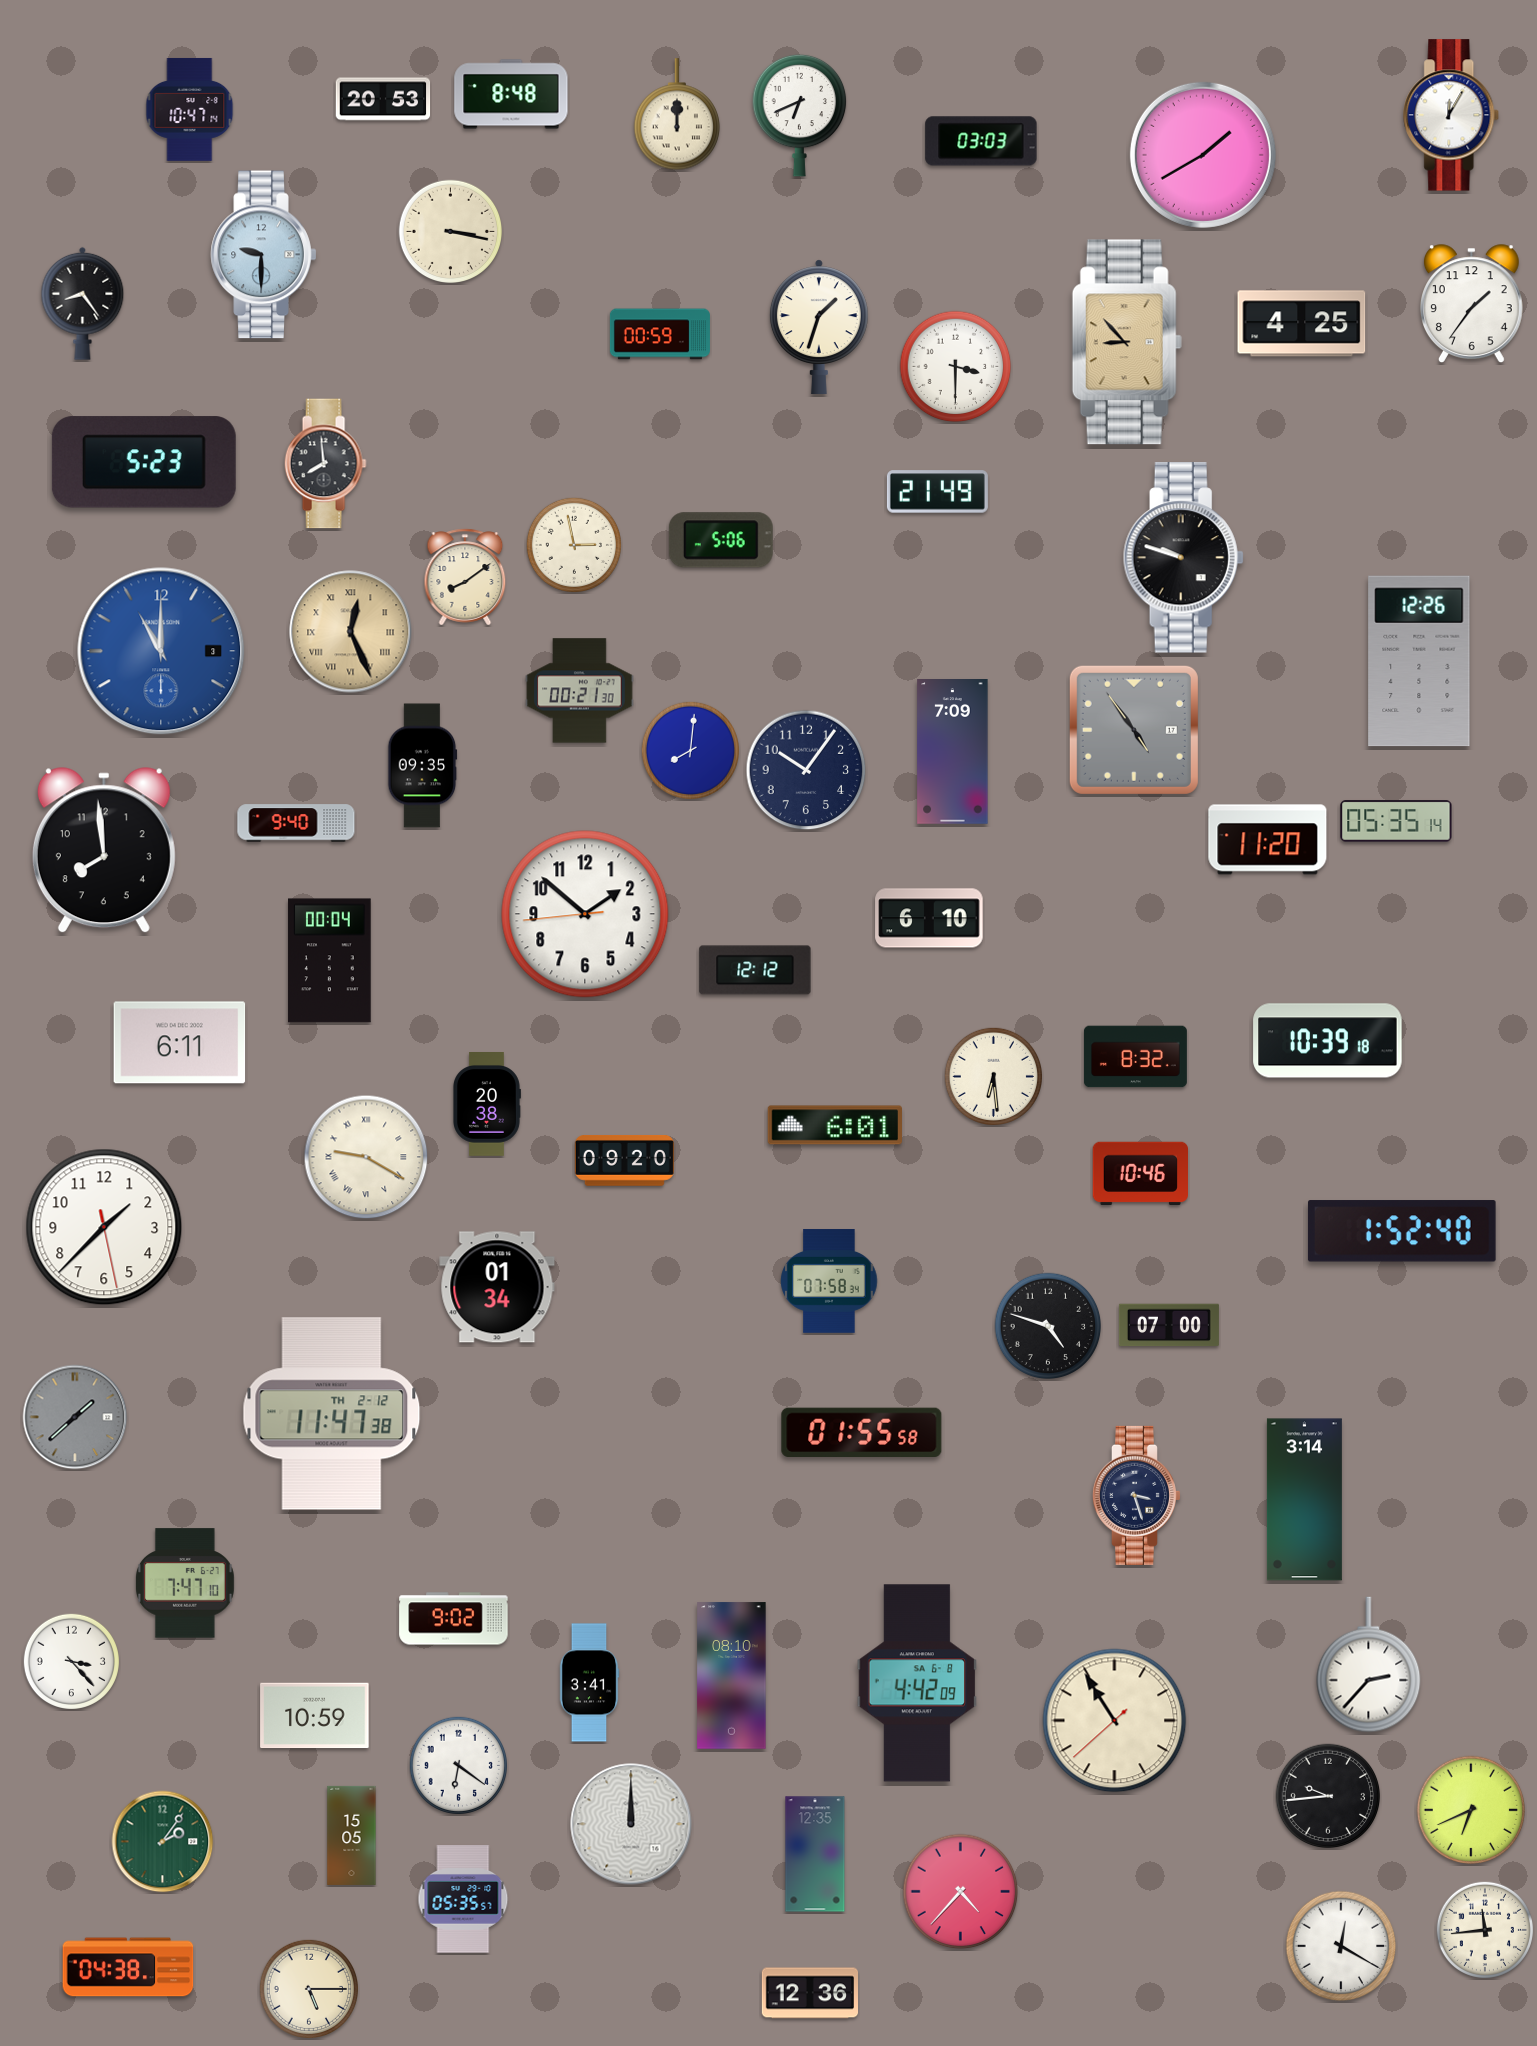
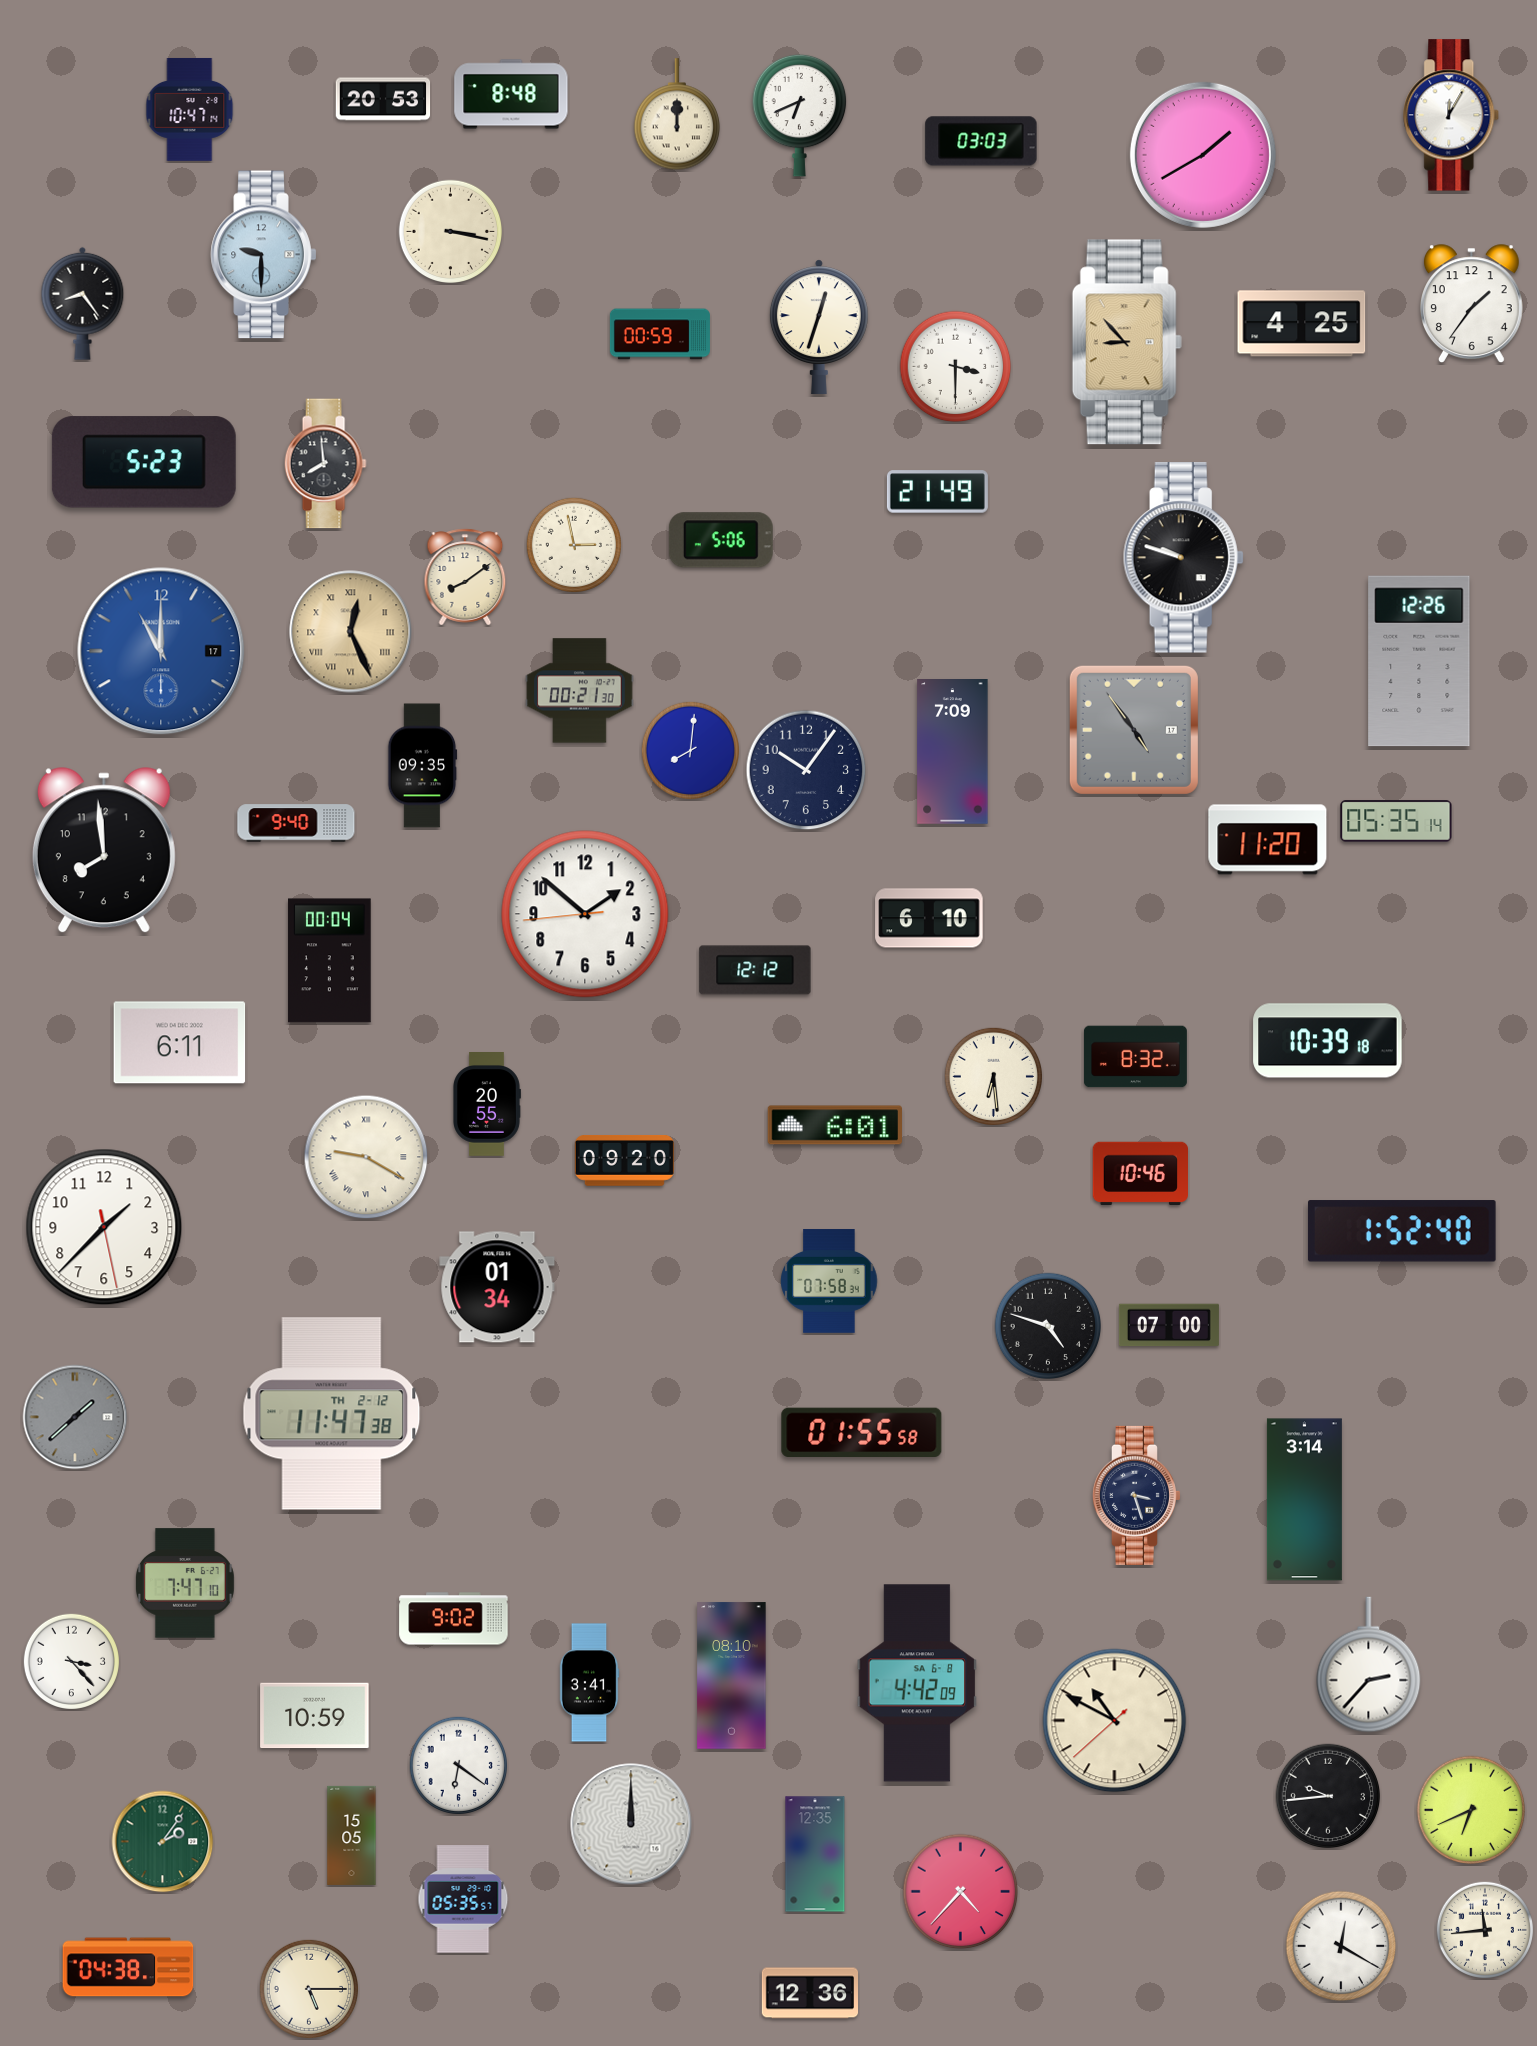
clock at (819, 326): 1:33 -> 12:33
clock at (161, 651) date: 3 -> 17
clock at (487, 1105): 20:38 -> 20:55
clock at (1115, 1721): 10:54 -> 10:49
